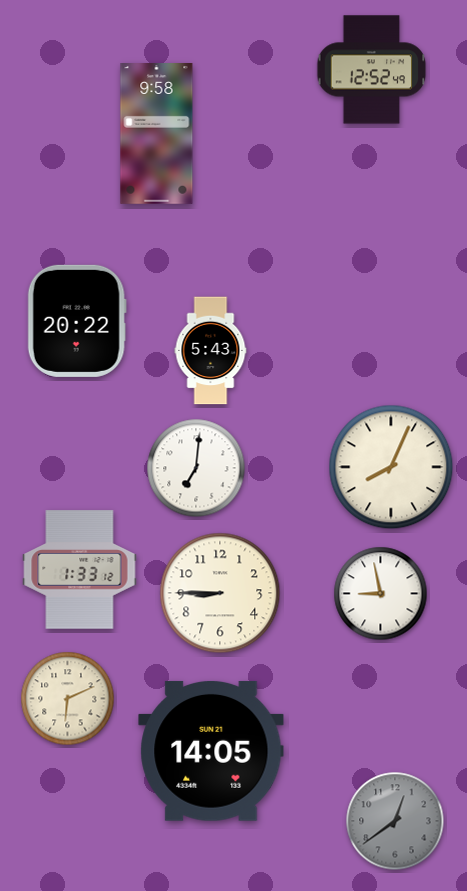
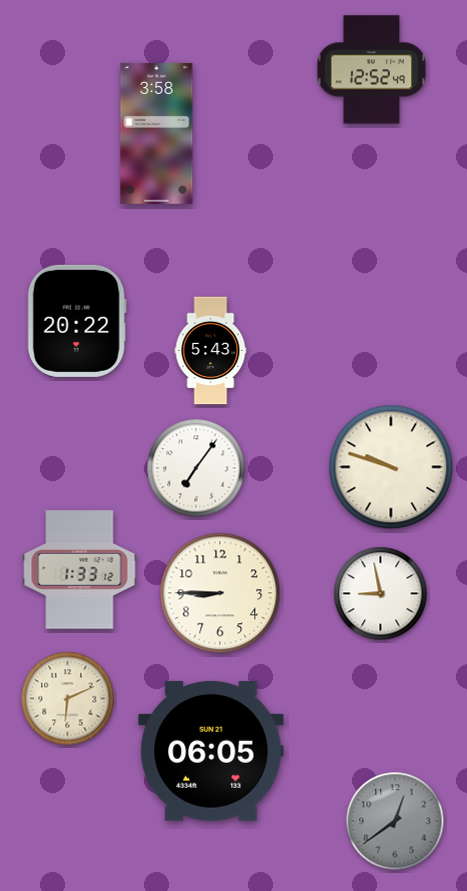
clock at (157, 134): 9:58 -> 3:58
clock at (391, 467): 8:04 -> 9:48
clock at (196, 468): 7:01 -> 7:06
clock at (211, 751): 14:05 -> 06:05
